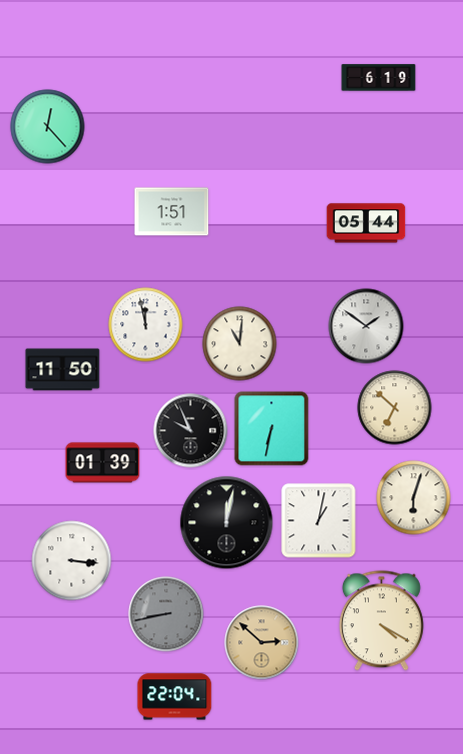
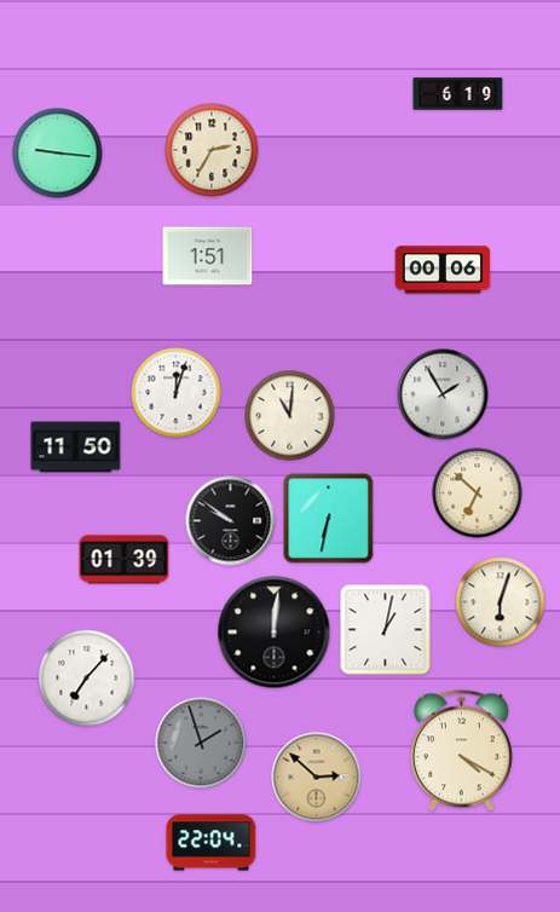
clock at (212, 150): none -> 2:35
clock at (48, 127): 12:23 -> 9:16
clock at (366, 223): 05:44 -> 00:06
clock at (146, 325): 11:58 -> 12:03
clock at (366, 326): 1:51 -> 1:55
clock at (191, 431): 9:56 -> 9:51
clock at (227, 523): 12:02 -> 12:01
clock at (72, 561): 3:16 -> 7:07
clock at (166, 614): 8:43 -> 1:57
